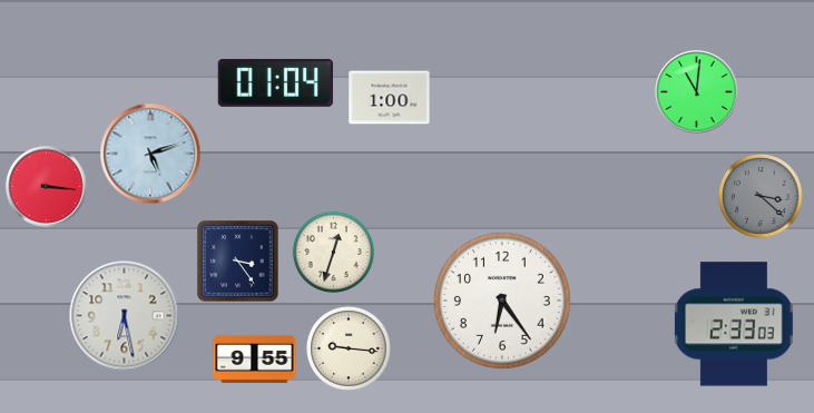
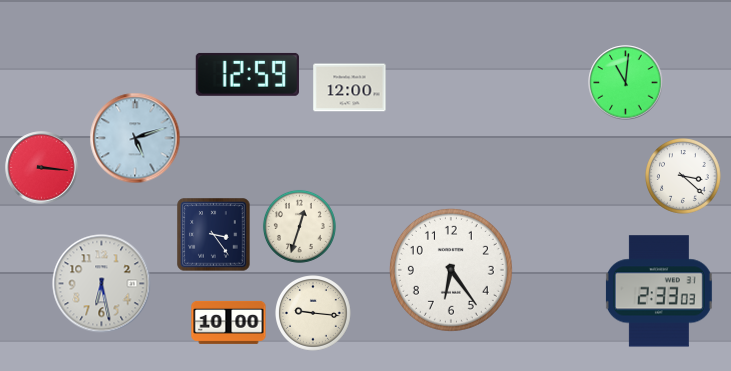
clock at (275, 82): 01:04 -> 12:59
clock at (390, 98): 1:00 -> 12:00
clock at (762, 197) dial: grey -> white
clock at (125, 316) position: (125, 316) -> (102, 284)
clock at (255, 358): 9:55 -> 10:00
